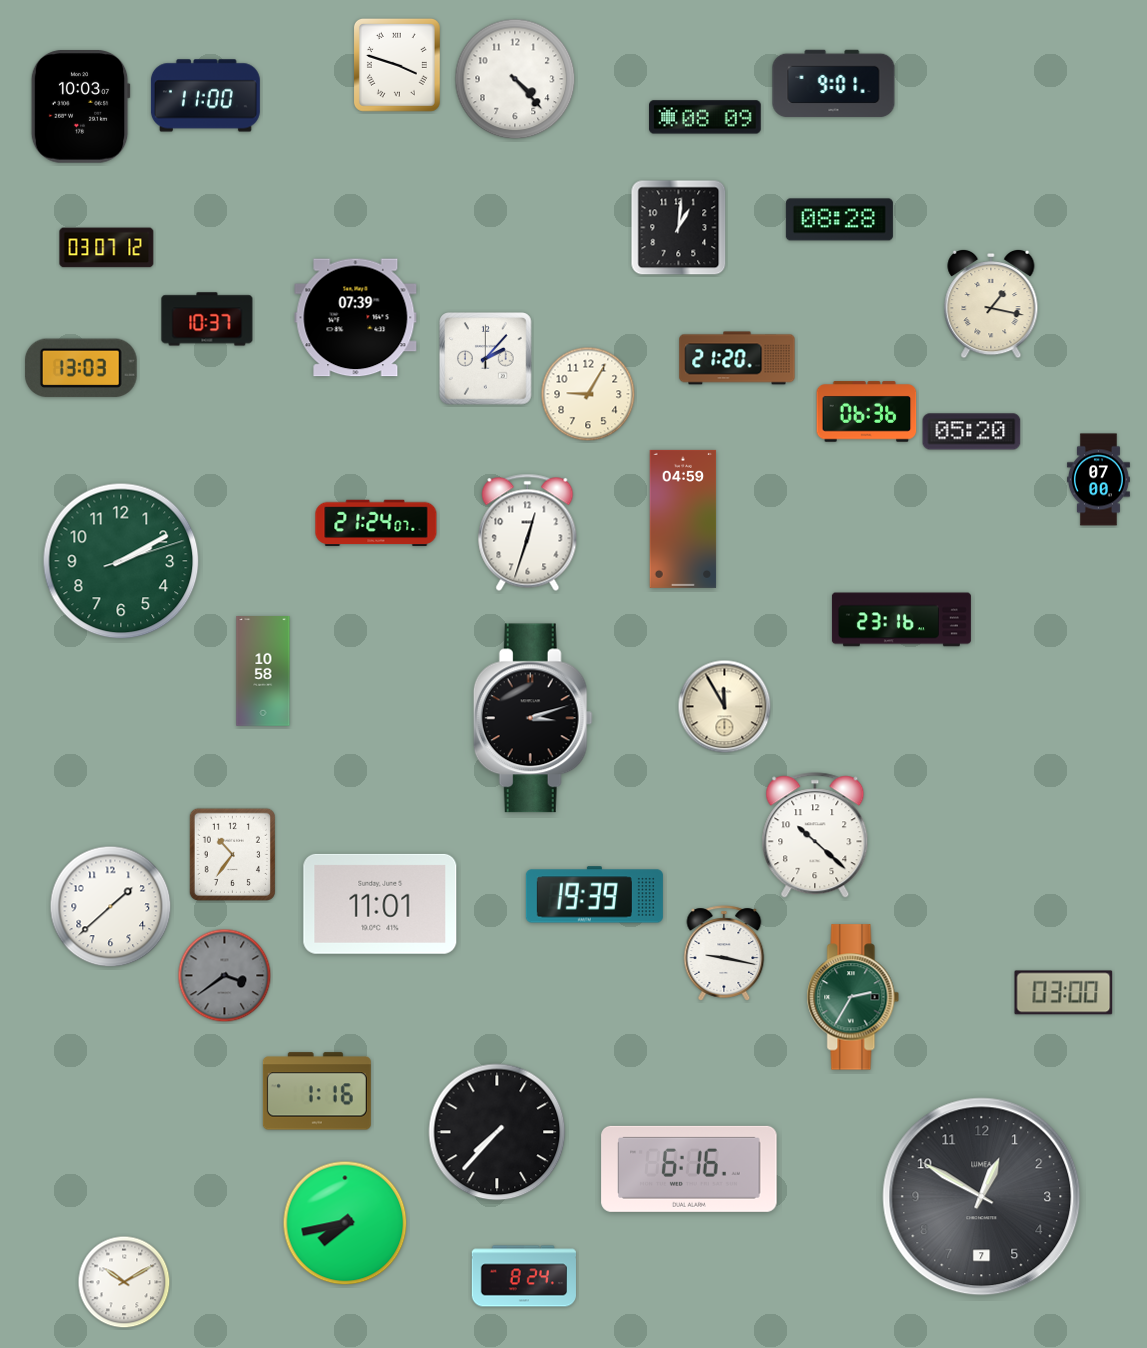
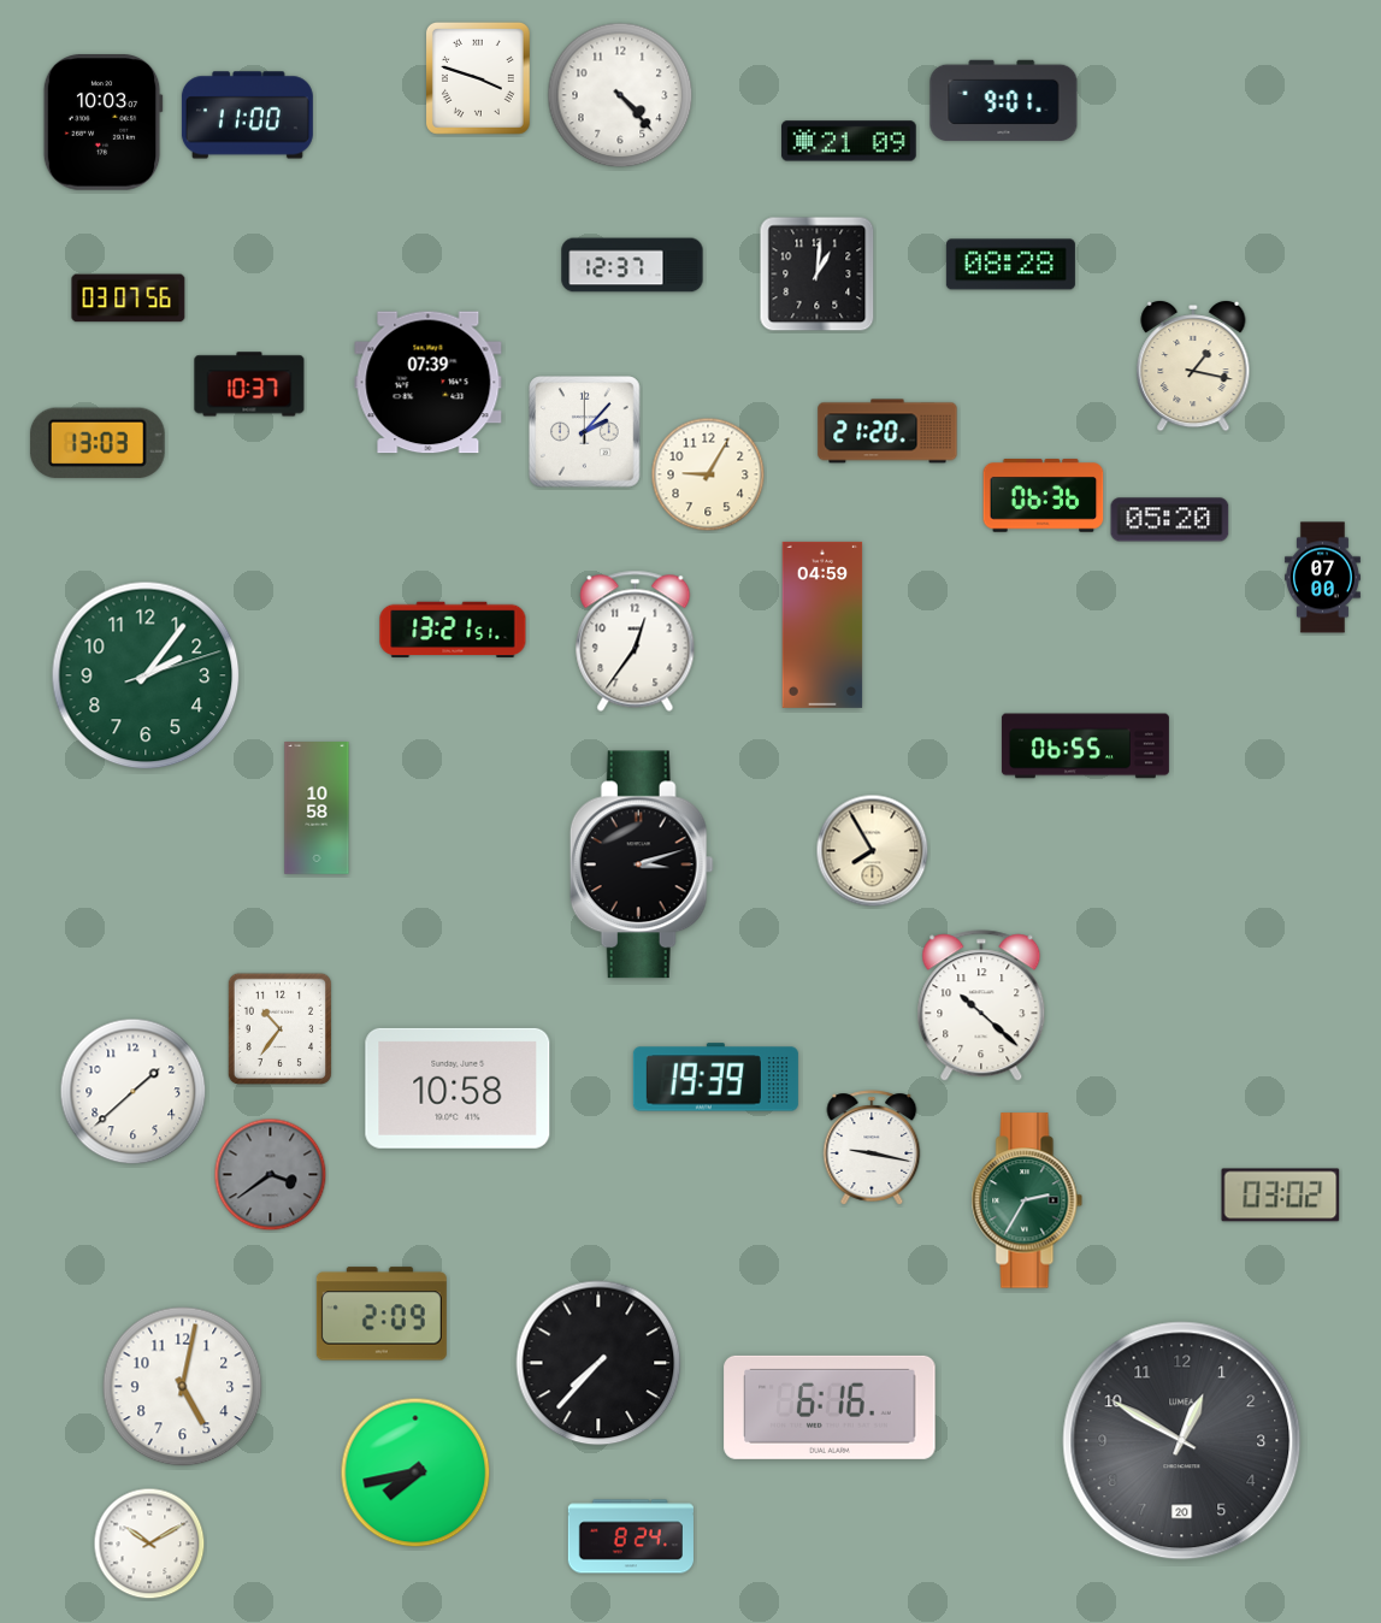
clock at (80, 107) position: (80, 107) -> (102, 123)
clock at (705, 117): 08:09 -> 21:09
clock at (632, 265): none -> 12:37
clock at (107, 248): 03:07:12 -> 03:07:56
clock at (376, 523): 21:24 -> 13:21
clock at (528, 532): 12:33 -> 12:36
clock at (121, 561): 2:10 -> 2:06
clock at (901, 620): 23:16 -> 06:55
clock at (725, 707): 11:55 -> 7:55
clock at (380, 904): 11:01 -> 10:58
clock at (1064, 993): 03:00 -> 03:02
clock at (317, 1091): 1:16 -> 2:09
clock at (183, 1387): none -> 5:02
clock at (982, 1197) date: 7 -> 20
